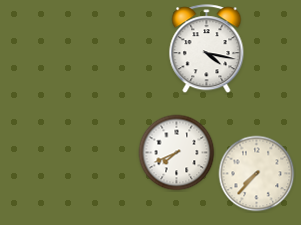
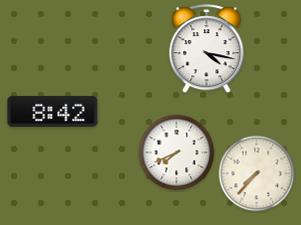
clock at (53, 111): none -> 8:42
